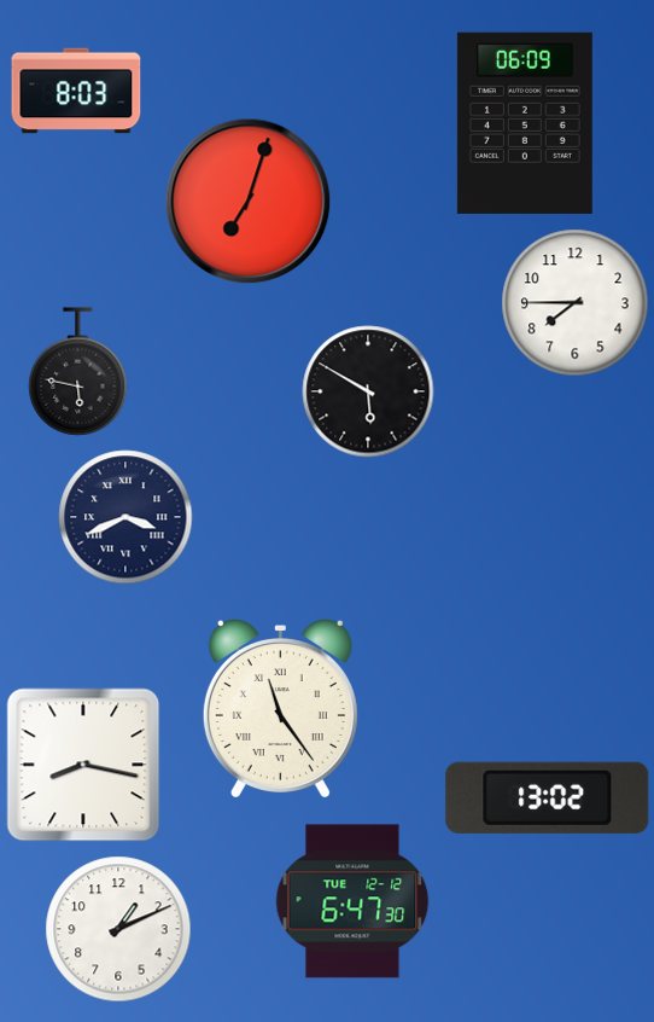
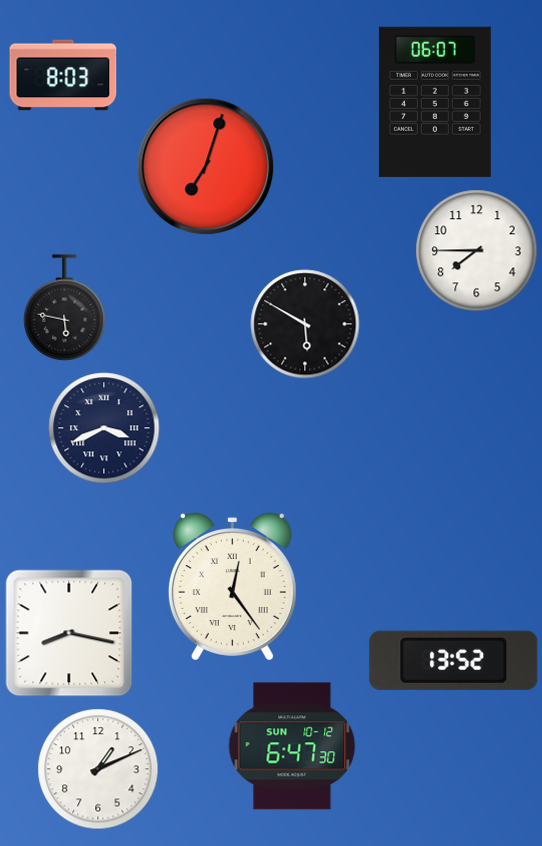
clock at (525, 123): 06:09 -> 06:07
clock at (280, 709): 11:24 -> 12:24
clock at (548, 797): 13:02 -> 13:52
clock at (352, 901) date: TUE 12-12 -> SUN 10-12
